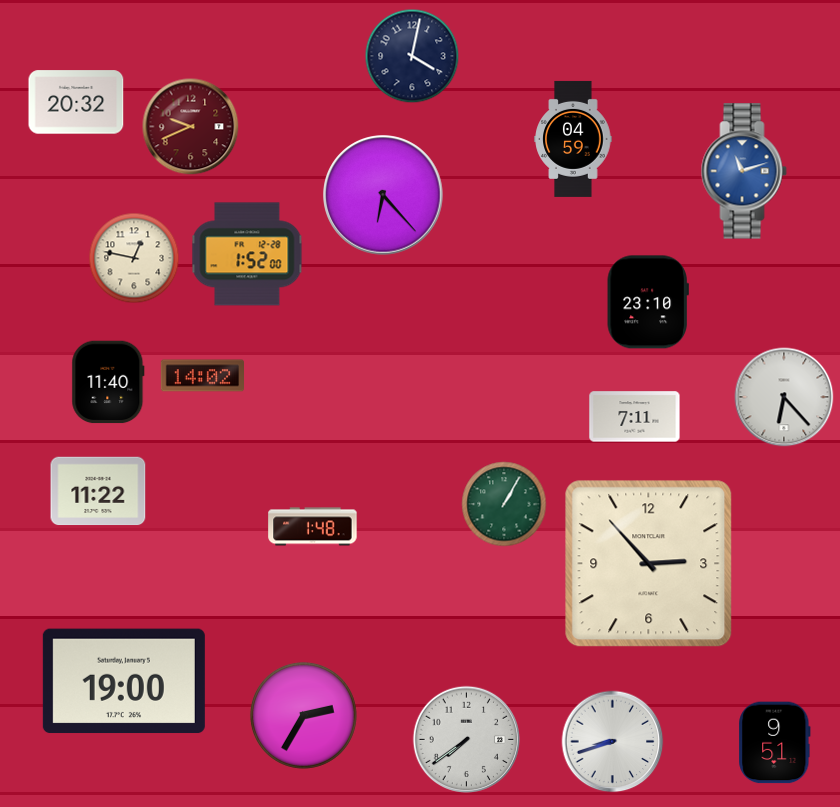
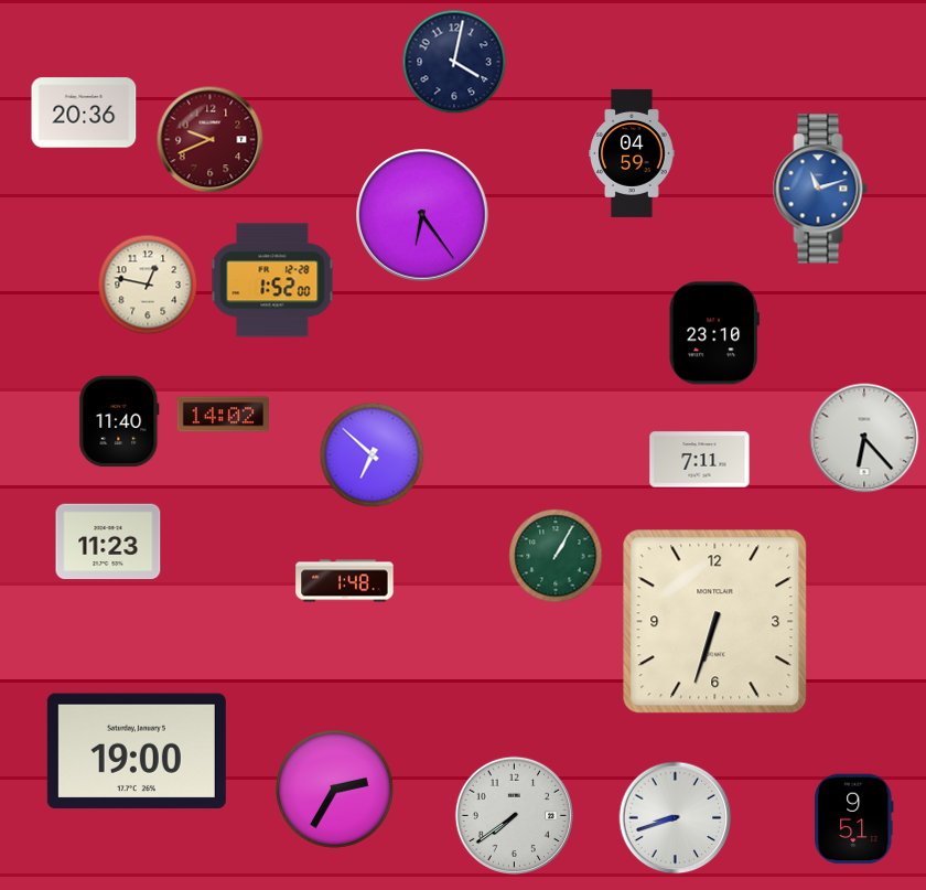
clock at (76, 102): 20:32 -> 20:36
clock at (383, 195): 6:23 -> 6:24
clock at (373, 455): none -> 6:52
clock at (98, 491): 11:22 -> 11:23
clock at (649, 564): 2:53 -> 6:33
